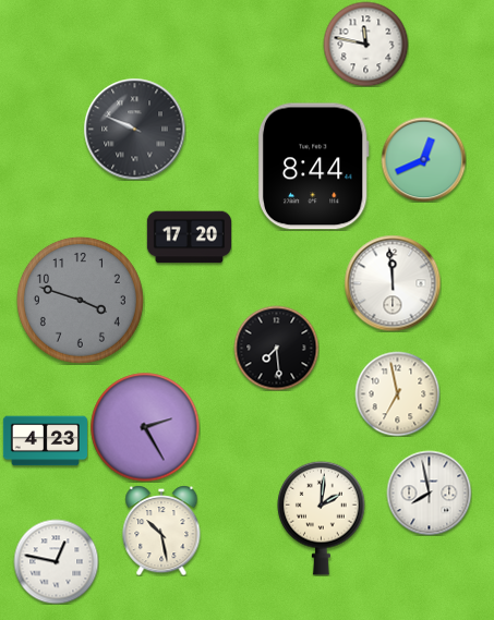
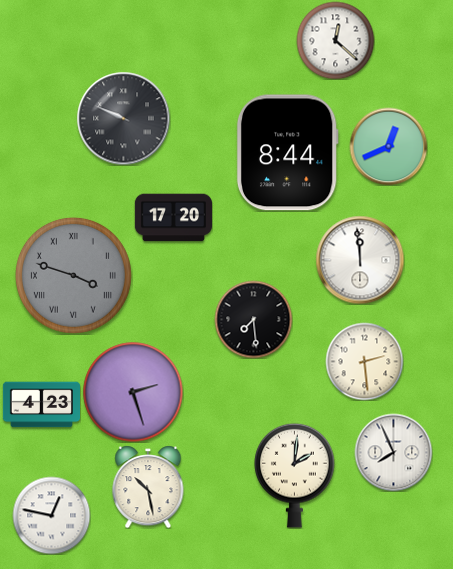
clock at (365, 44): 11:47 -> 12:22
clock at (80, 300) numerals: Arabic -> Roman
clock at (397, 393): 6:58 -> 2:29
clock at (145, 427): 2:25 -> 2:27
clock at (429, 493): 7:58 -> 7:56
